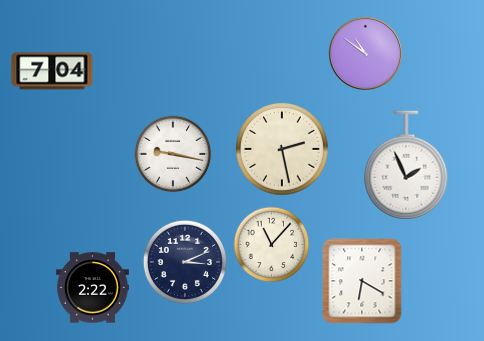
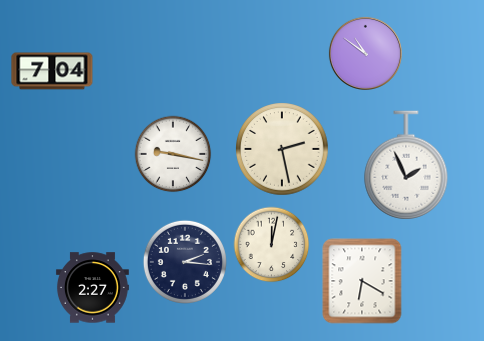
clock at (272, 245): 11:07 -> 12:02
clock at (185, 262): 3:11 -> 2:16
clock at (93, 288): 2:22 -> 2:27
